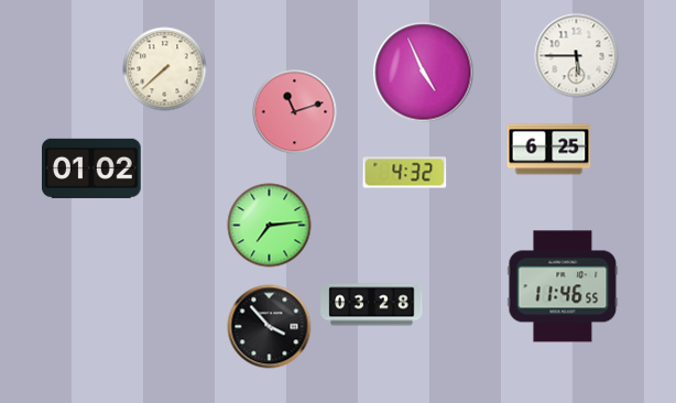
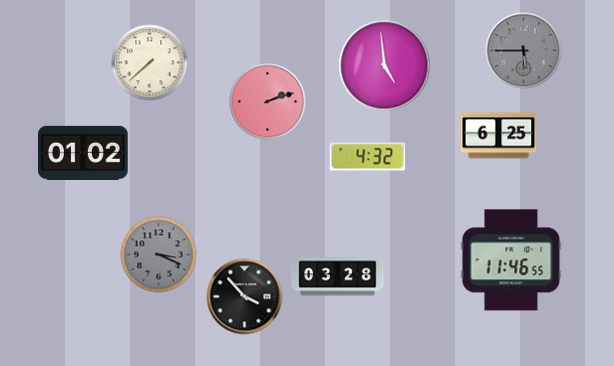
clock at (577, 56) dial: white -> grey
clock at (424, 73): 4:56 -> 4:59
clock at (295, 112): 11:12 -> 2:12
clock at (270, 226): 7:14 -> none
clock at (159, 255): none -> 3:19
